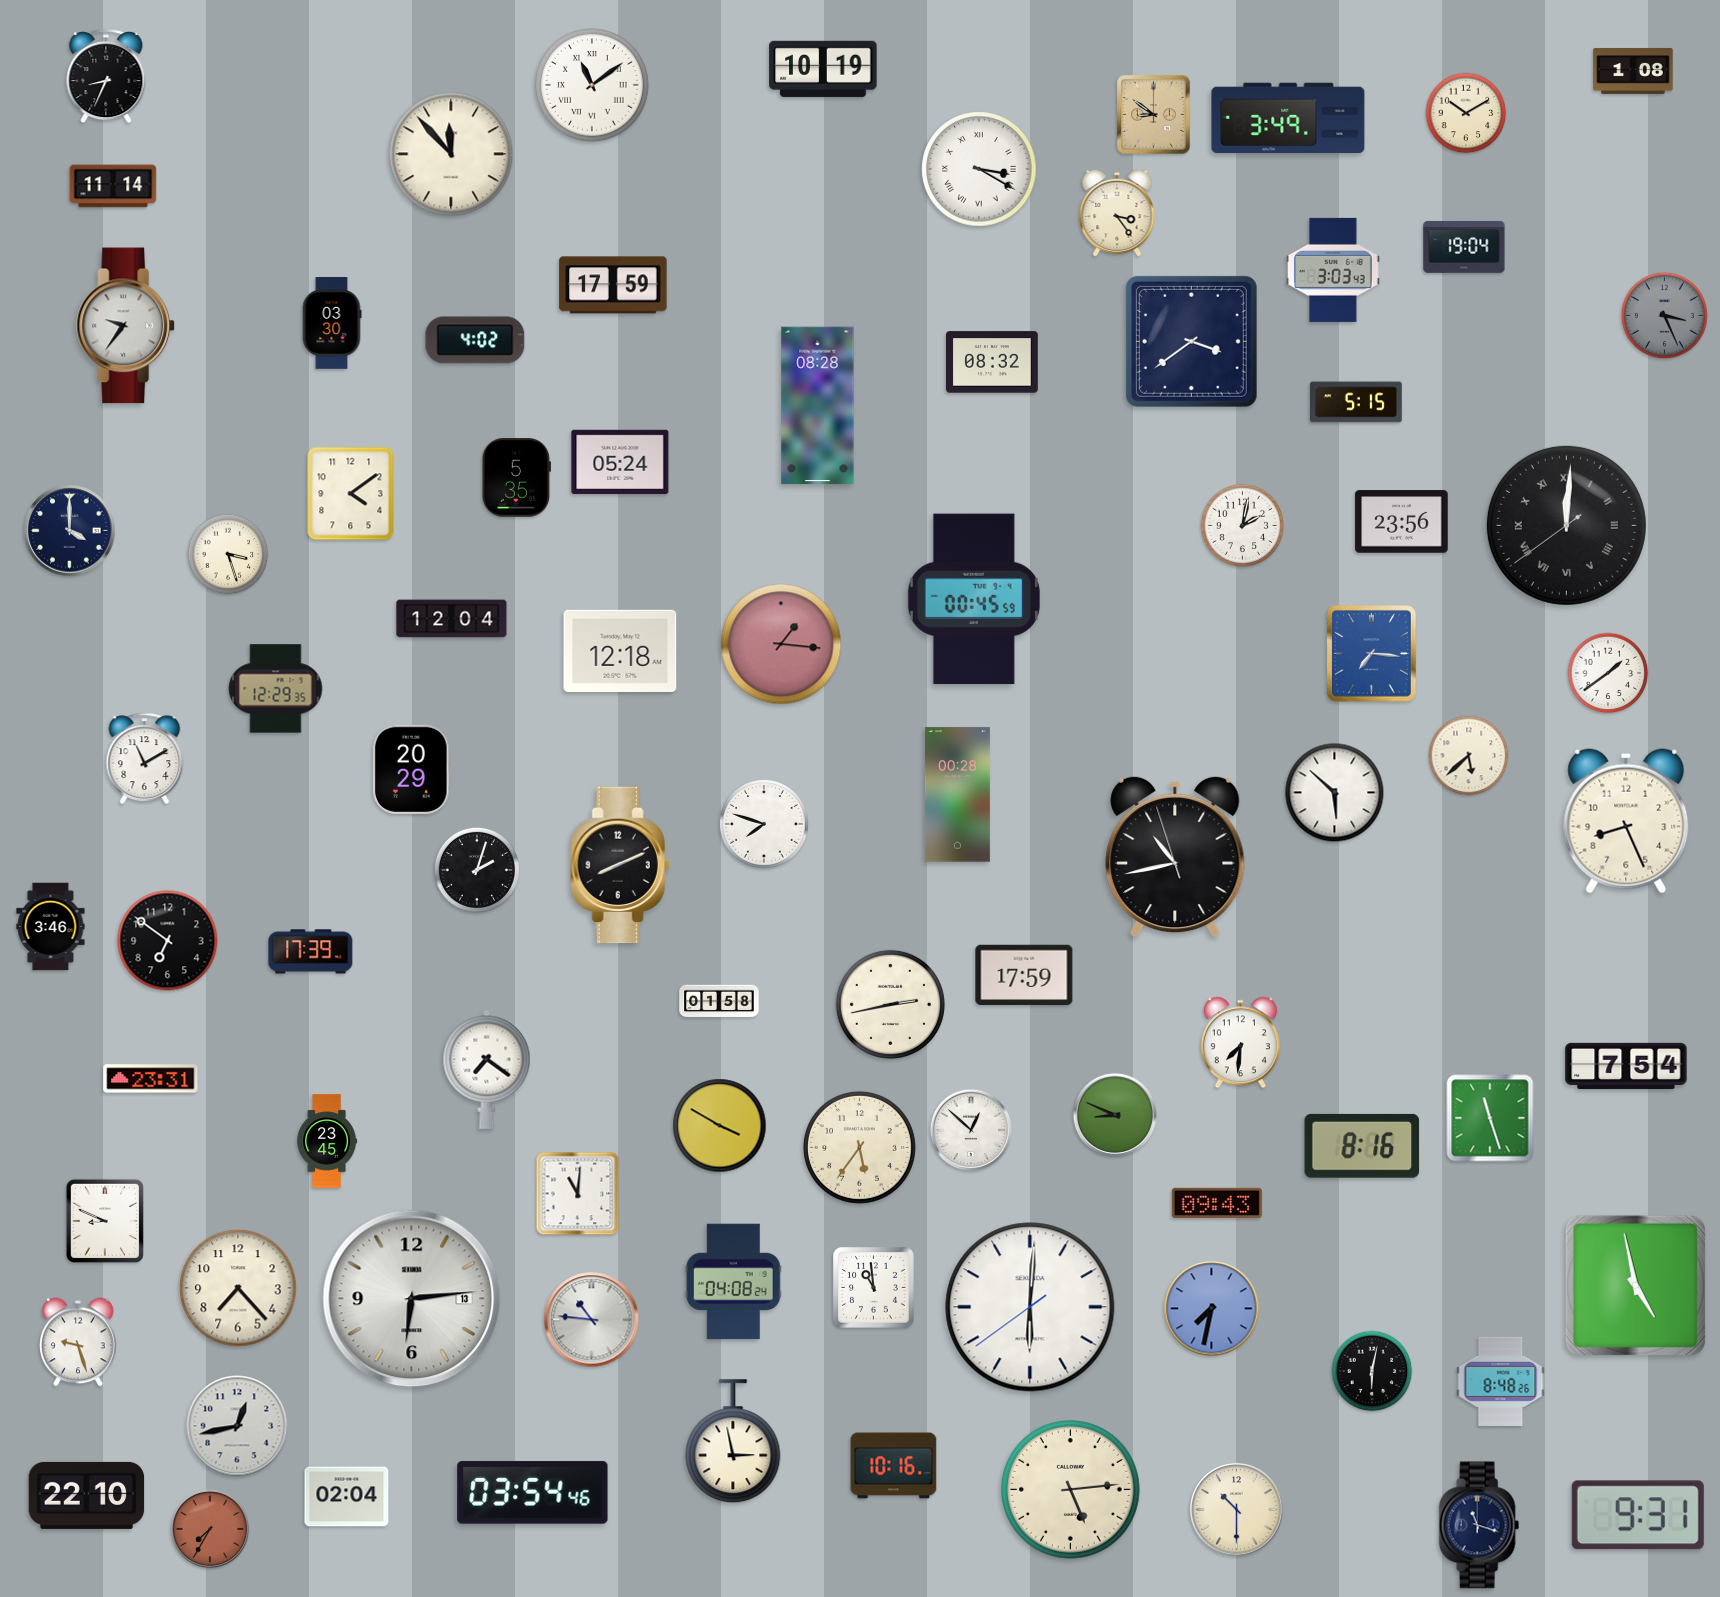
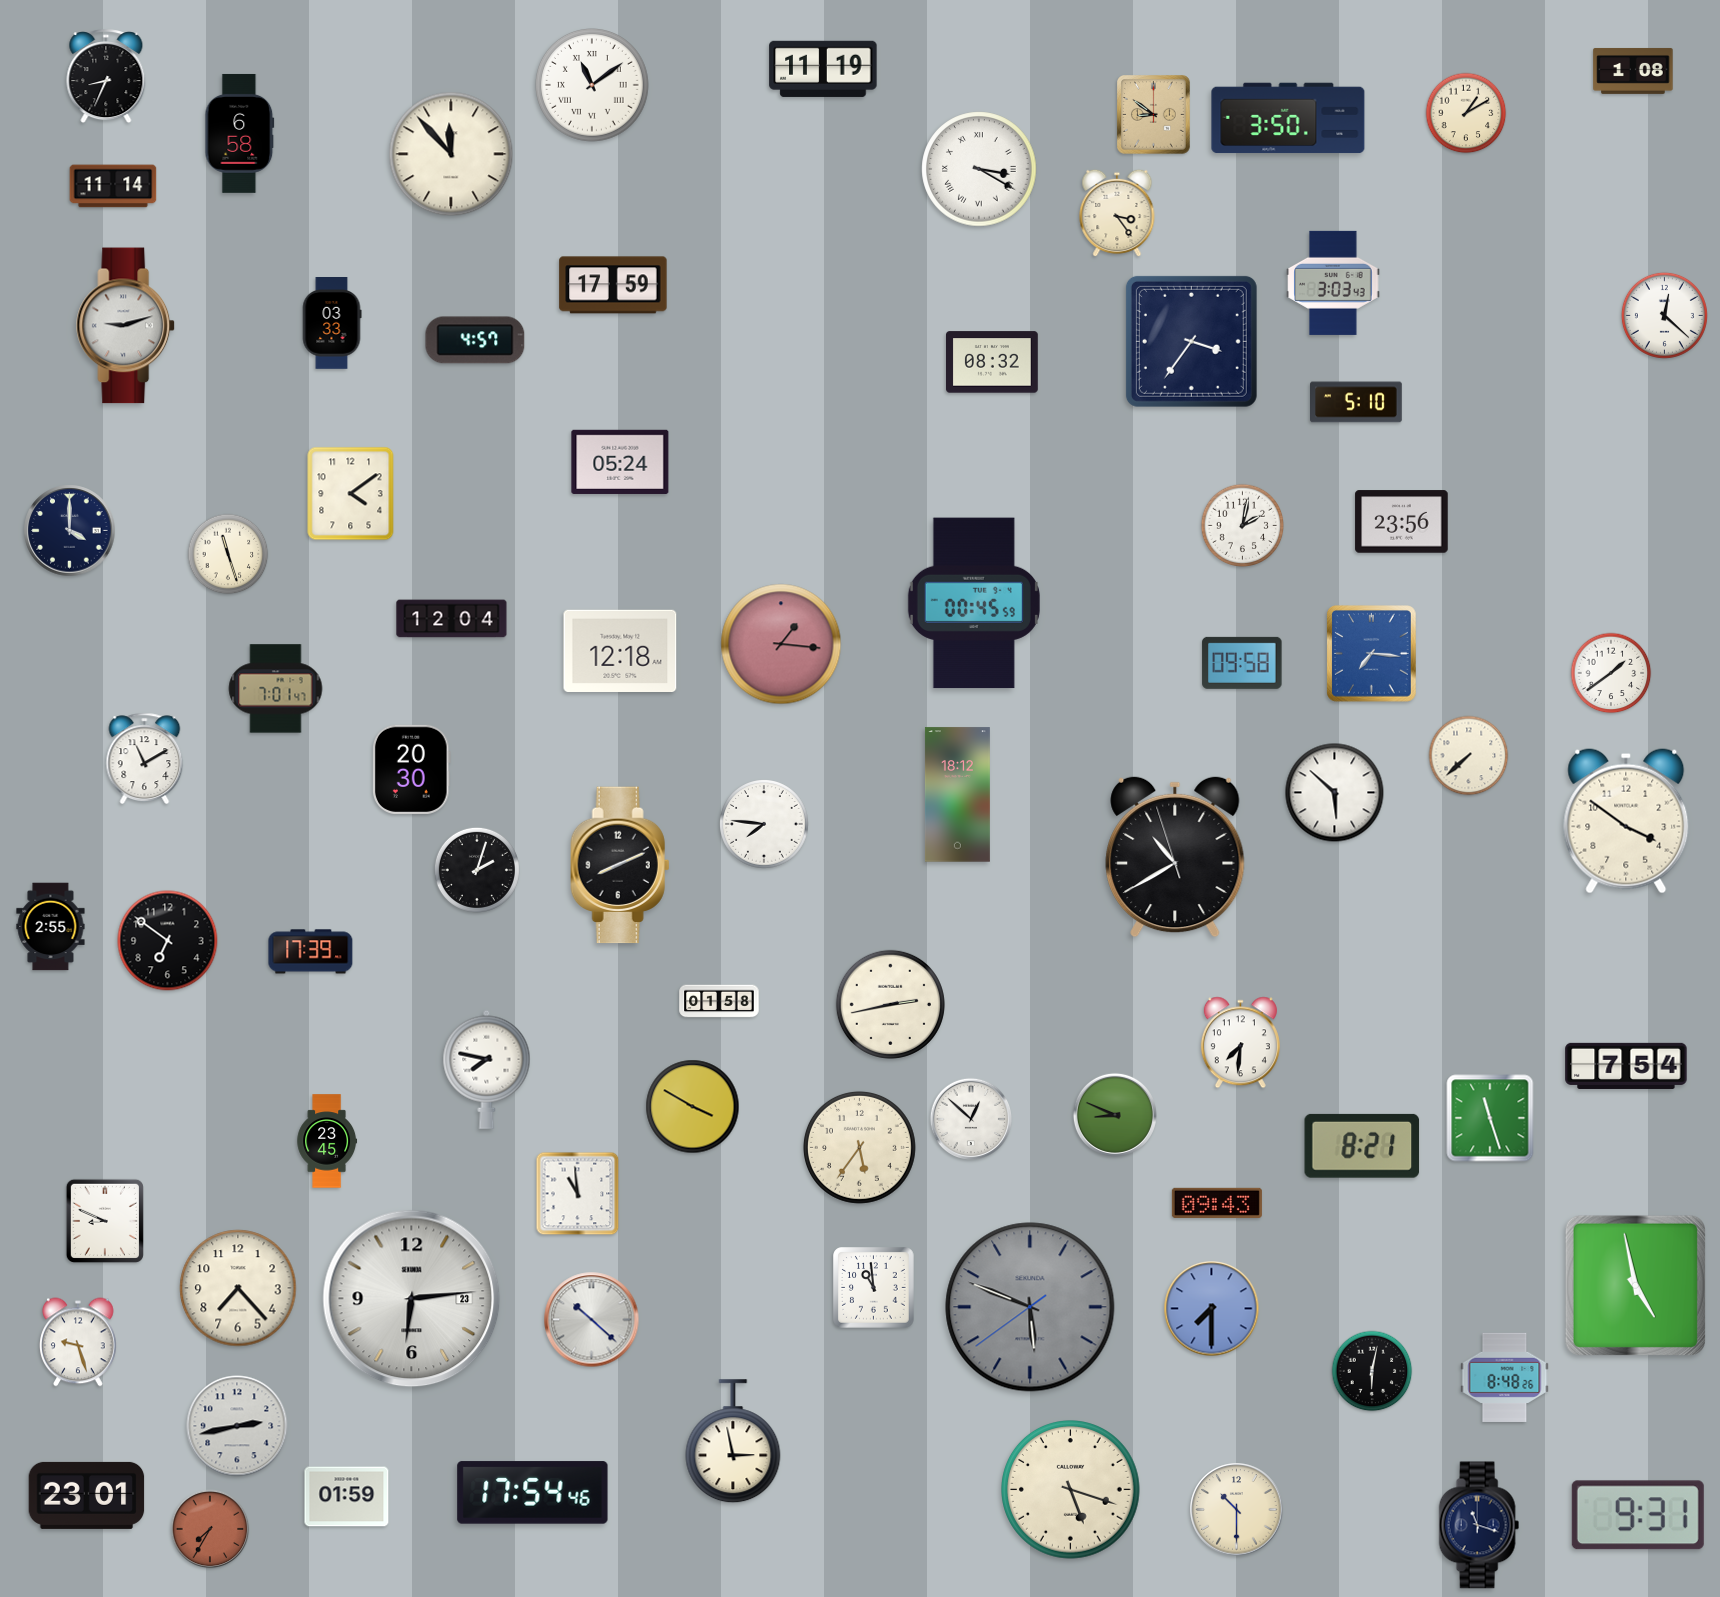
clock at (823, 69): 10:19 -> 11:19
clock at (1466, 113): 10:10 -> 1:10
clock at (1288, 118): 3:49 -> 3:50
clock at (240, 133): none -> 6:58
clock at (1464, 247): 19:04 -> none
clock at (1333, 270) position: (1333, 270) -> (1333, 283)
clock at (1664, 315): 3:26 -> 12:22
clock at (1664, 315) dial: grey -> white
clock at (332, 323): 03:30 -> 03:33
clock at (126, 326): 9:36 -> 9:12
clock at (475, 340): 4:02 -> 4:57
clock at (1191, 341): 3:39 -> 3:36
clock at (1356, 402): 5:15 -> 5:10
clock at (818, 406): 08:28 -> none
clock at (516, 478): 5:35 -> none
clock at (1566, 525): 12:00 -> none
clock at (228, 554): 3:27 -> 11:27
clock at (974, 599) position: (974, 599) -> (974, 603)
clock at (1242, 663): none -> 09:58
clock at (1608, 673) position: (1608, 673) -> (1611, 673)
clock at (276, 689): 12:29 -> 7:01
clock at (1469, 756): 5:38 -> 7:38
clock at (412, 769): 20:29 -> 20:30
clock at (957, 795): 00:28 -> 18:12
clock at (1626, 821): 8:26 -> 3:51
clock at (764, 824): 7:48 -> 7:46
clock at (1175, 857): 10:42 -> 10:39
clock at (51, 927): 3:46 -> 2:55
clock at (1024, 975): 17:59 -> none
clock at (487, 1069): 7:21 -> 7:47
clock at (151, 1079): 23:31 -> none
clock at (720, 1126) position: (720, 1126) -> (693, 1107)
clock at (970, 1129) position: (970, 1129) -> (970, 1118)
clock at (1362, 1146): 8:16 -> 8:21
clock at (578, 1194): 11:01 -> 10:59
clock at (733, 1282): 04:08 -> none
clock at (412, 1299) date: 13 -> 23
clock at (1030, 1307): 6:00 -> 5:48
clock at (1030, 1307) dial: white -> grey
clock at (1212, 1309): 7:32 -> 7:30
clock at (592, 1320): 10:46 -> 10:22
clock at (1501, 1381) position: (1501, 1381) -> (1505, 1377)
clock at (237, 1426): 12:43 -> 2:43
clock at (894, 1466): 10:16 -> none
clock at (1071, 1490): 5:14 -> 5:18
clock at (533, 1493): 03:54 -> 17:54
clock at (87, 1495): 22:10 -> 23:01
clock at (347, 1497): 02:04 -> 01:59
